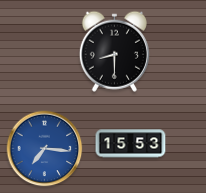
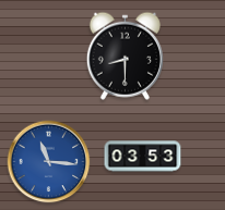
clock at (131, 144): 15:53 -> 03:53
clock at (45, 149): 7:16 -> 11:16
